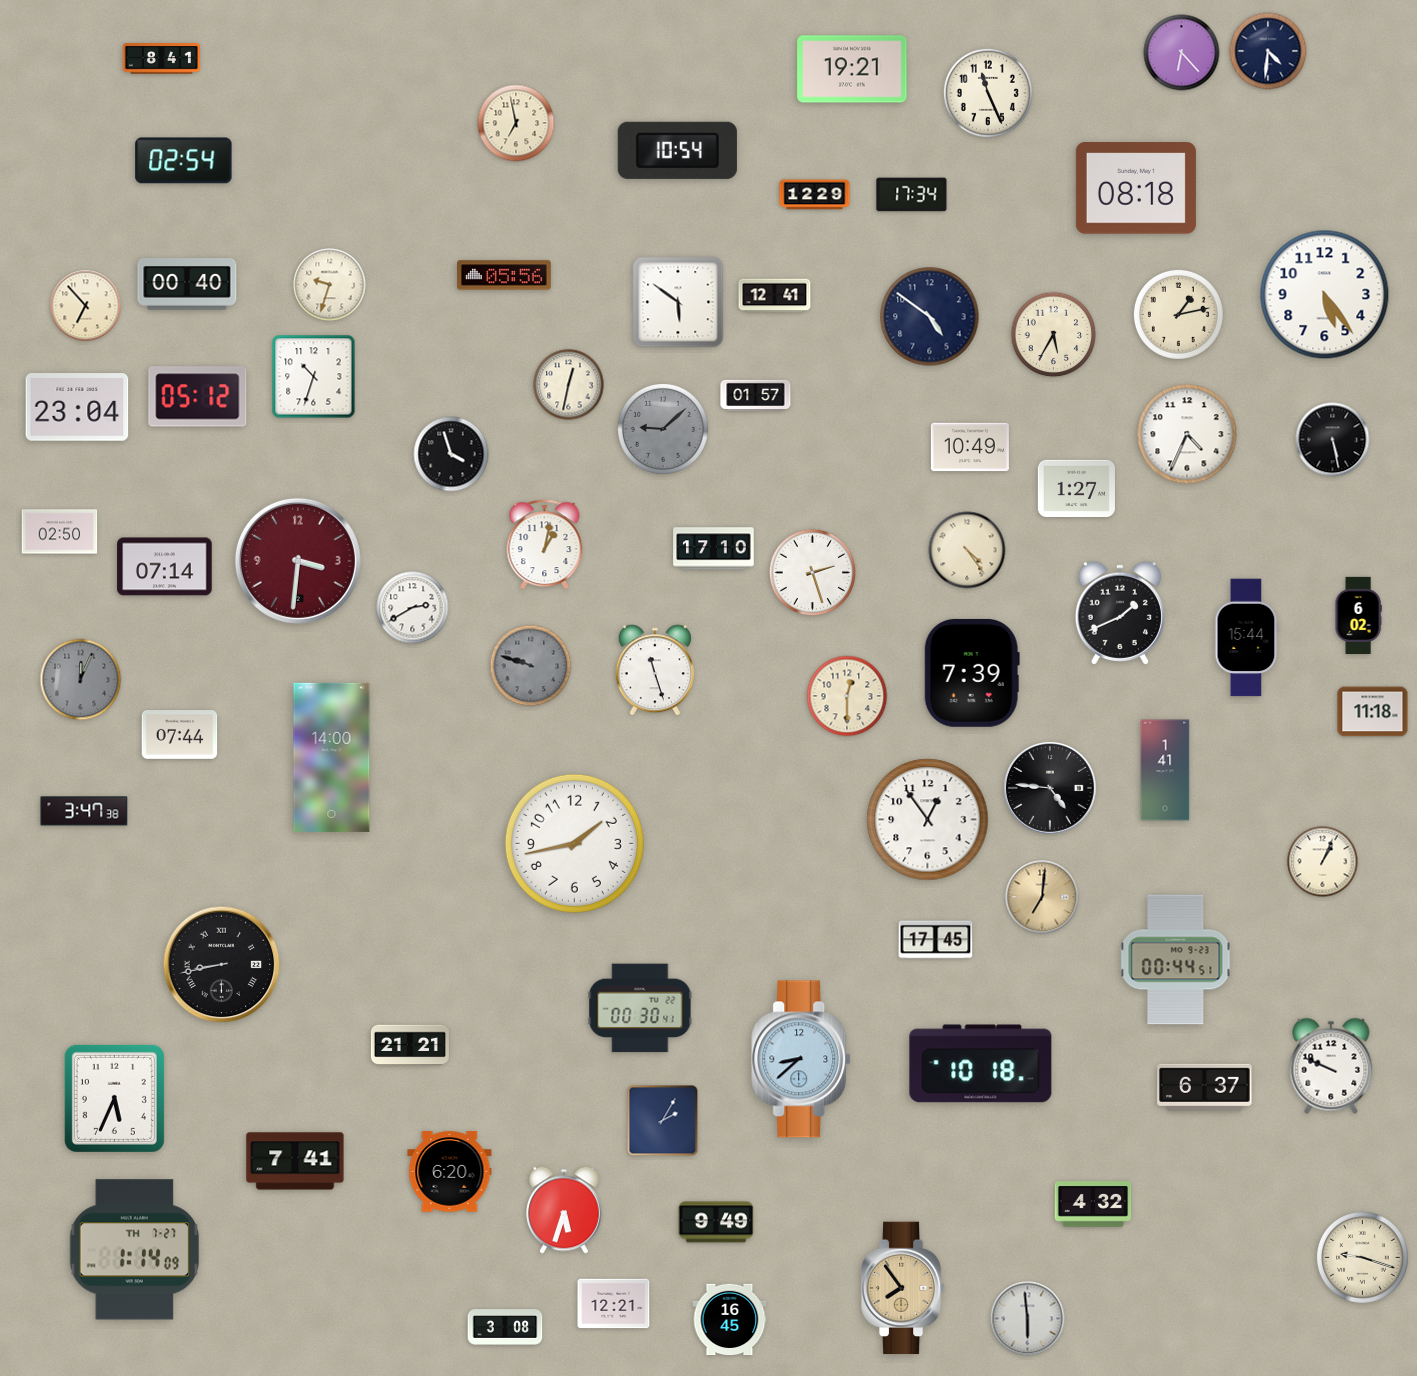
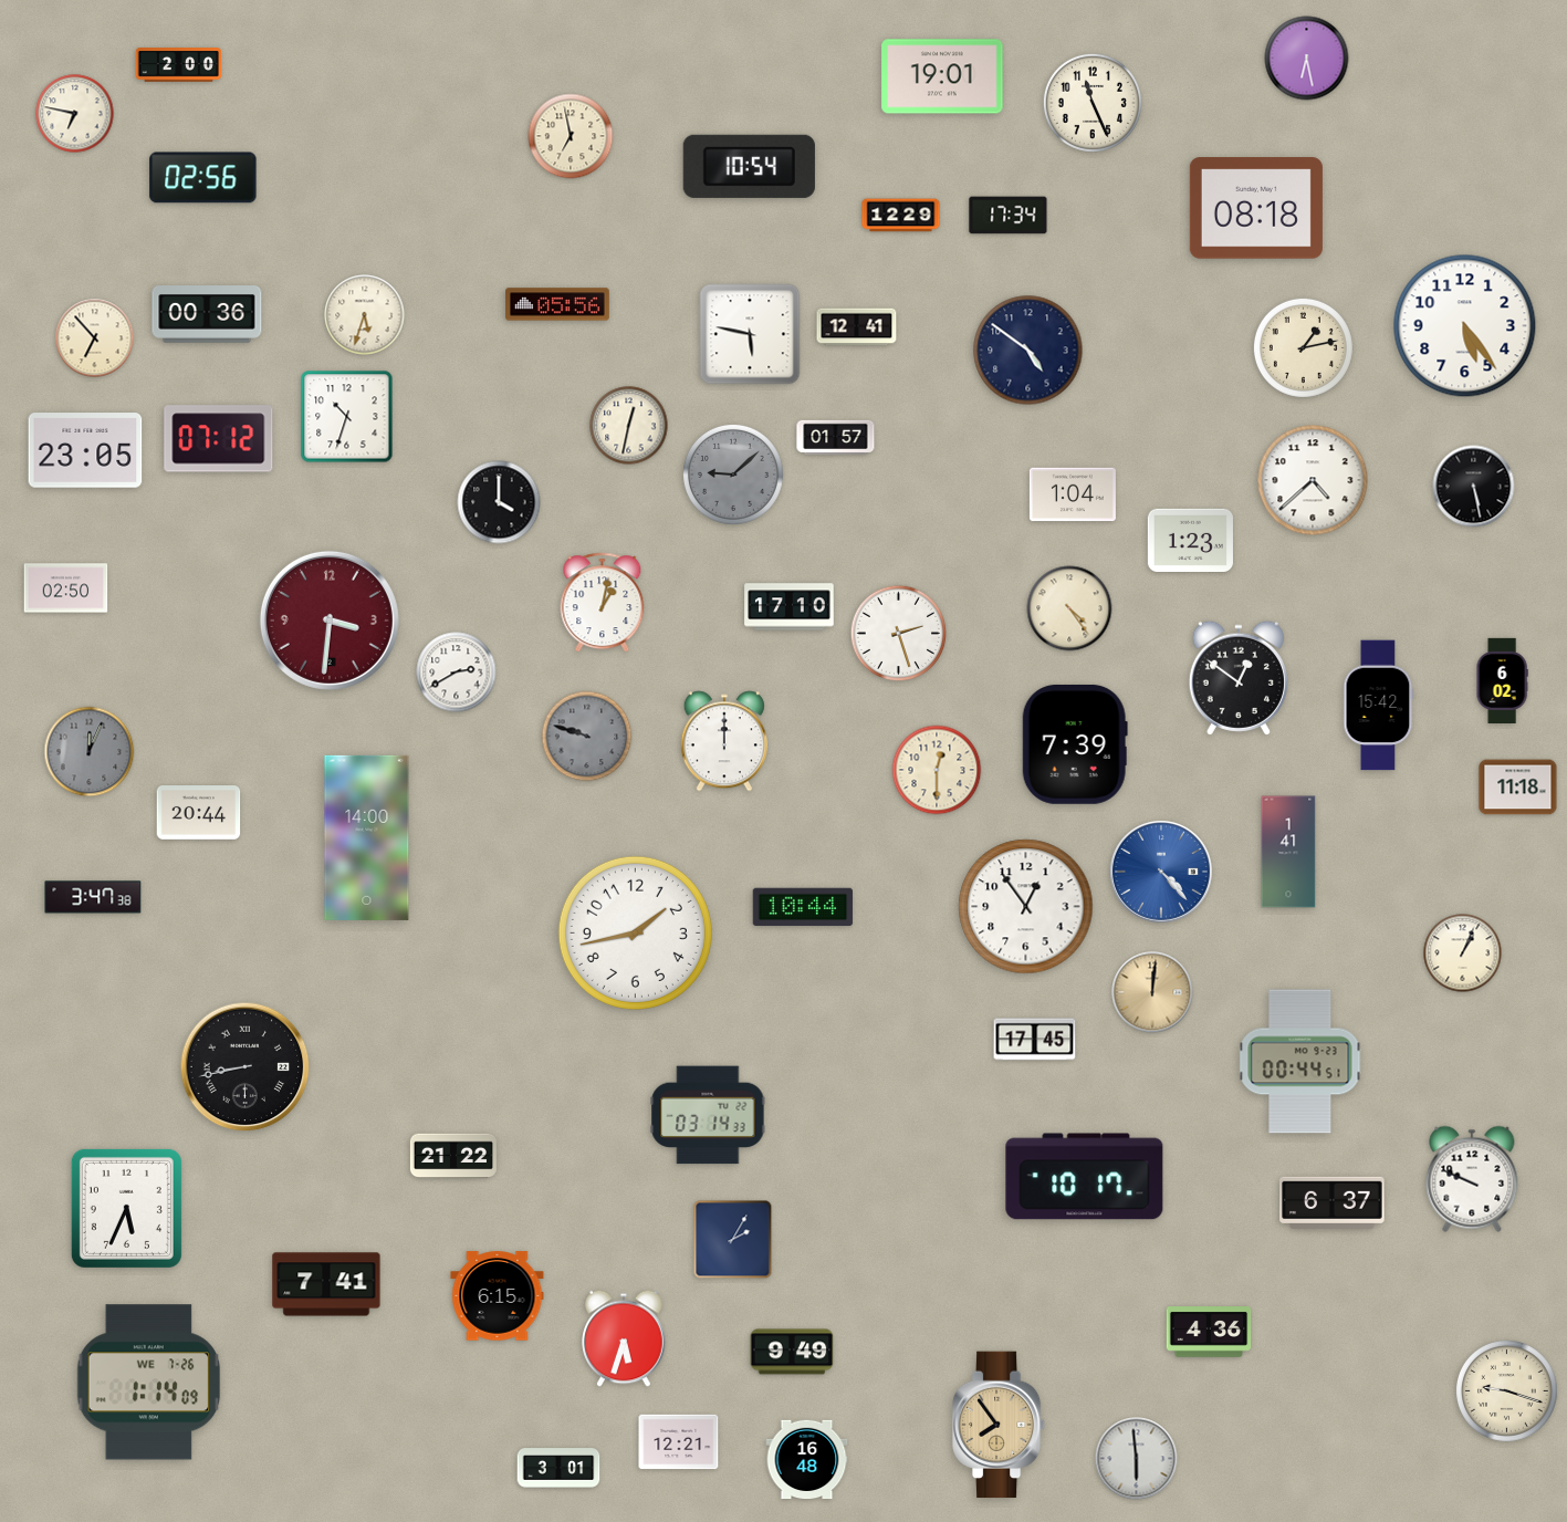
clock at (1268, 51): 4:31 -> none
clock at (1182, 53): 6:23 -> 6:28
clock at (161, 59): 8:41 -> 2:00
clock at (852, 69): 19:21 -> 19:01
clock at (75, 114): none -> 6:47
clock at (184, 161): 02:54 -> 02:56
clock at (187, 284): 00:40 -> 00:36
clock at (330, 285): 9:33 -> 5:33
clock at (678, 302): 5:51 -> 5:47
clock at (1054, 335): 5:35 -> none
clock at (198, 397): 05:12 -> 07:12
clock at (77, 407): 23:04 -> 23:05
clock at (1187, 434): 4:34 -> 4:38
clock at (970, 447): 10:49 -> 1:04
clock at (451, 454): 3:57 -> 4:00
clock at (1076, 488): 1:27 -> 1:23
clock at (165, 567): 07:14 -> none
clock at (1120, 613): 1:41 -> 12:51
clock at (1247, 638): 15:44 -> 15:42
clock at (655, 670): 11:27 -> 12:00
clock at (180, 735): 07:44 -> 20:44
clock at (1051, 789): 4:46 -> 4:23
clock at (1051, 789) dial: black -> blue
clock at (803, 907): none -> 10:44
clock at (1042, 897): 7:01 -> 12:01
clock at (640, 1008): 00:30 -> 03:14
clock at (410, 1045): 21:21 -> 21:22
clock at (802, 1059): 8:38 -> none
clock at (981, 1064): 10:18 -> 10:17
clock at (114, 1098) position: (114, 1098) -> (126, 1208)
clock at (450, 1172): 6:20 -> 6:15
clock at (1093, 1204): 4:32 -> 4:36
clock at (135, 1250) date: TH 7-27 -> WE 7-26
clock at (730, 1320): 16:45 -> 16:48
clock at (505, 1327): 3:08 -> 3:01
